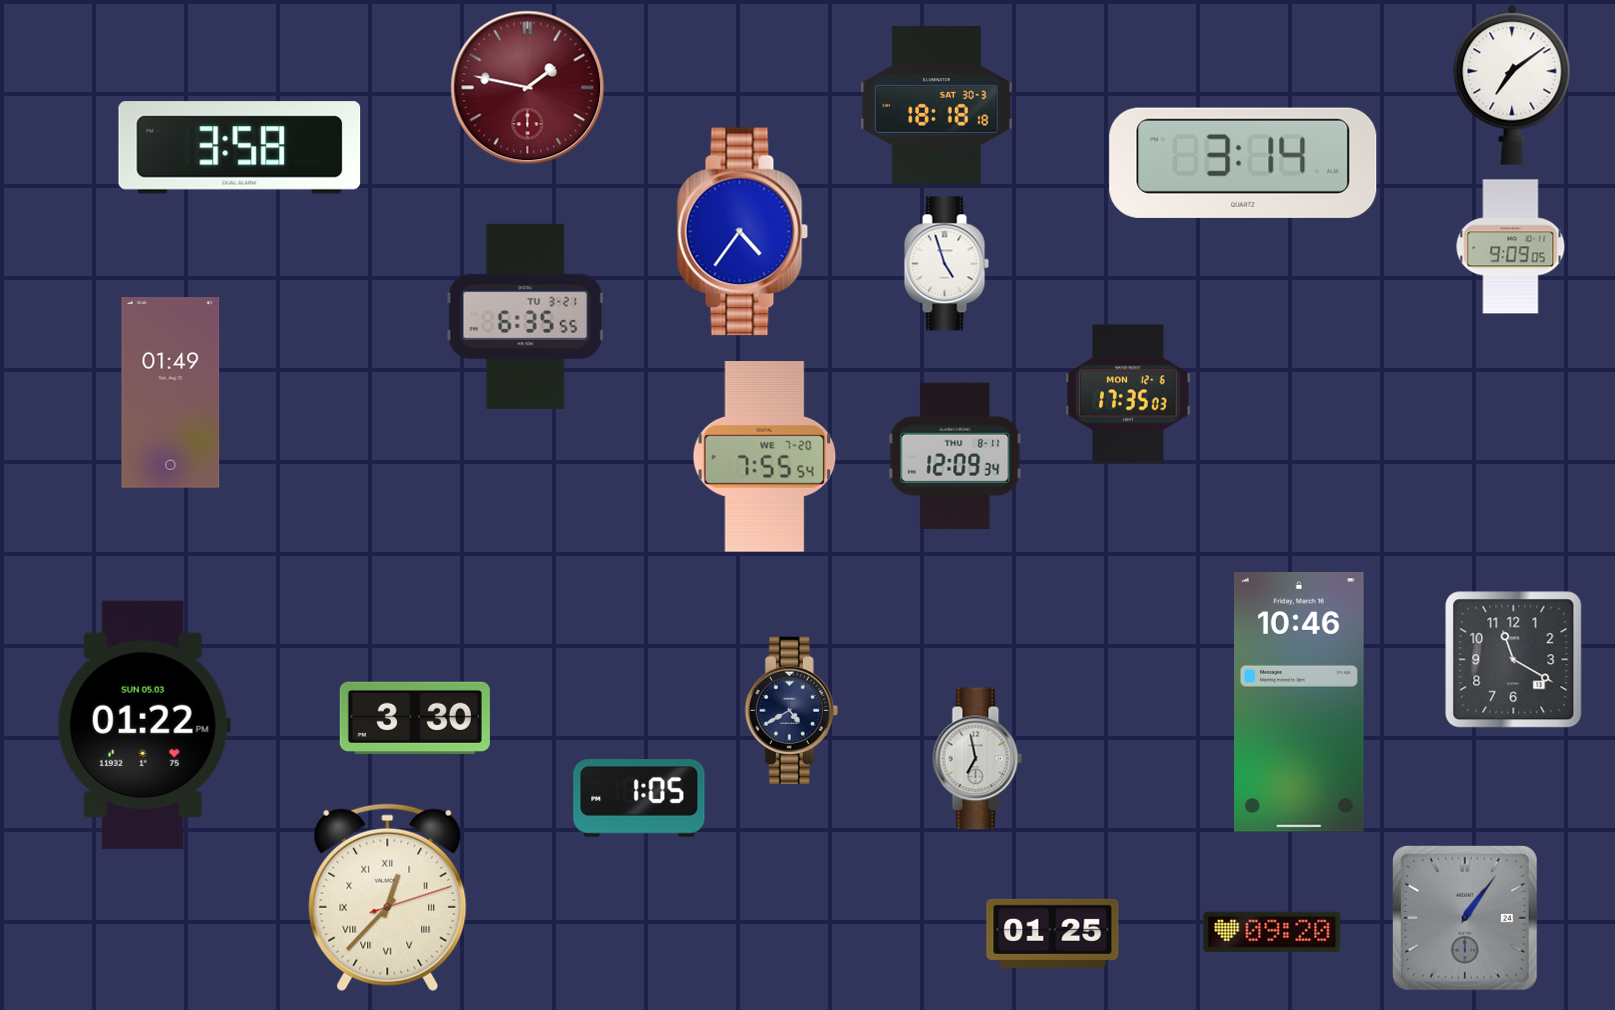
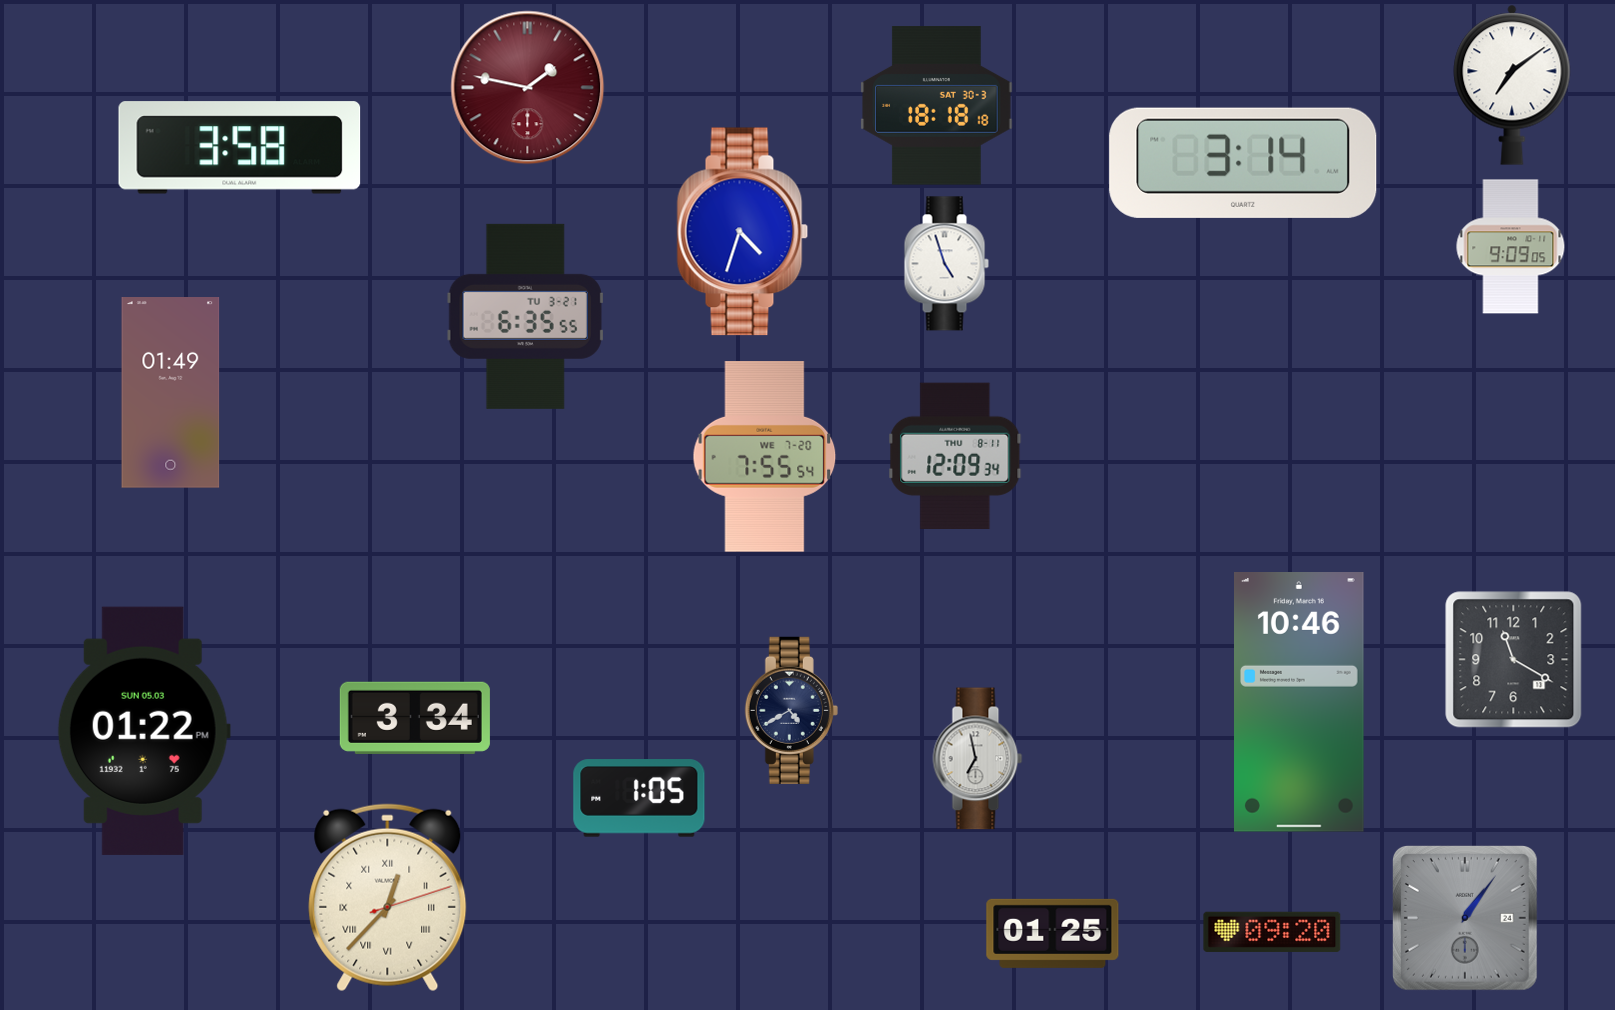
clock at (743, 232): 4:36 -> 4:33
clock at (1128, 394): 17:35 -> none
clock at (415, 718): 3:30 -> 3:34
clock at (144, 725) position: (144, 725) -> (144, 731)
